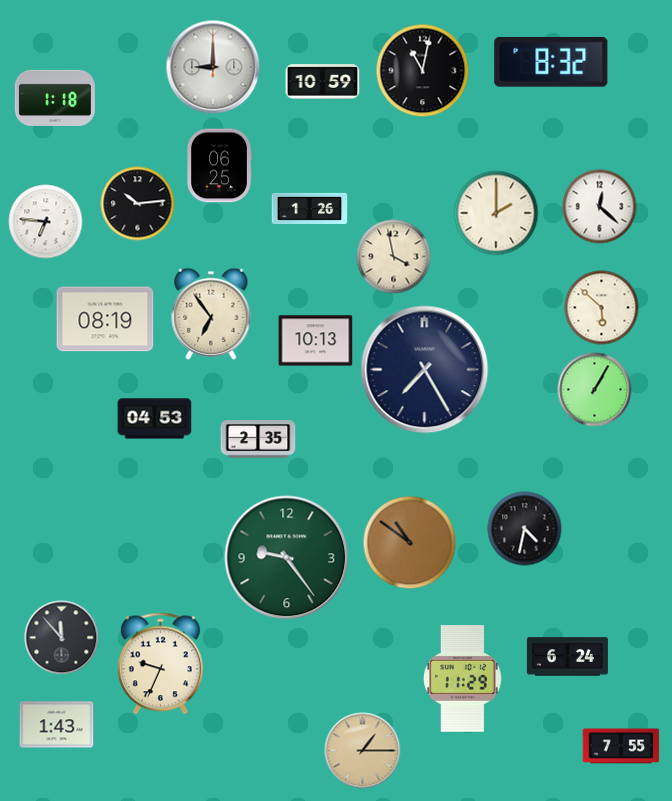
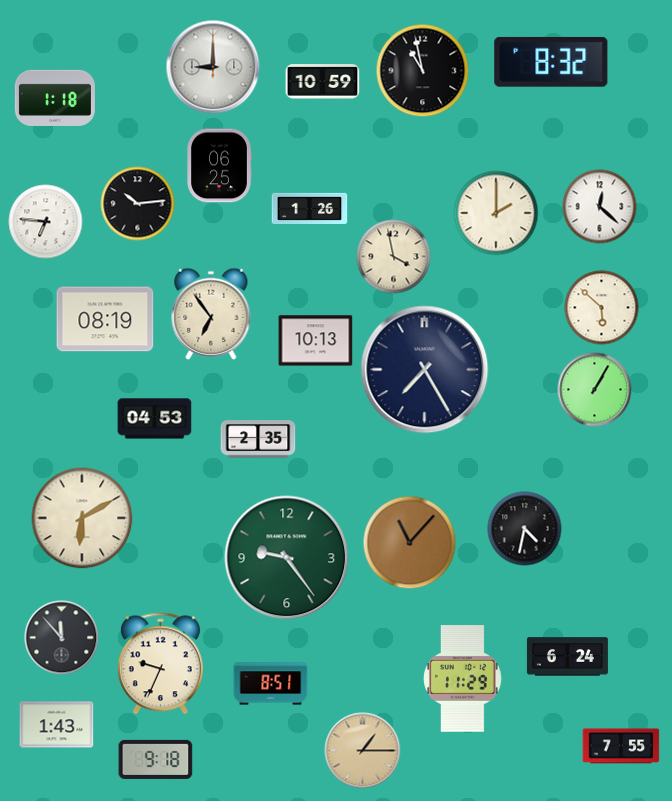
clock at (423, 71): 11:02 -> 10:58
clock at (82, 518): none -> 6:10
clock at (410, 543): 10:51 -> 11:07
clock at (271, 684): none -> 8:51
clock at (156, 759): none -> 9:18
